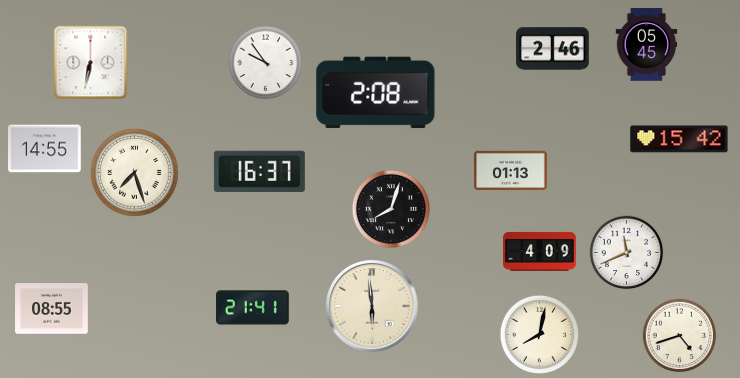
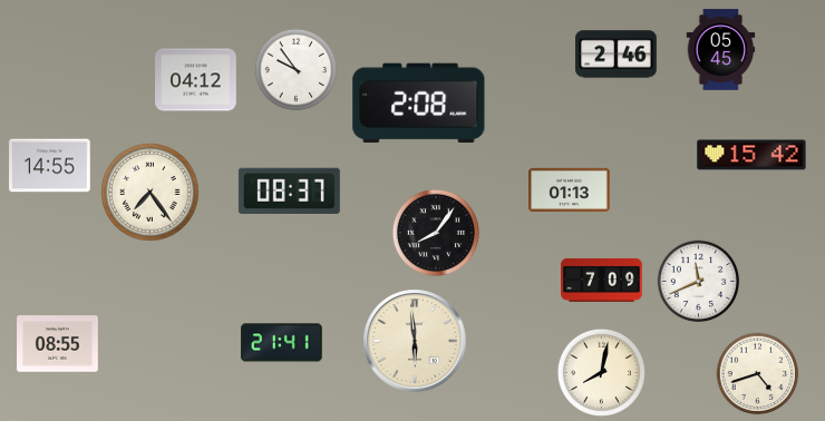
clock at (91, 63): 6:32 -> none
clock at (196, 80): none -> 04:12
clock at (679, 139) position: (679, 139) -> (751, 155)
clock at (259, 171): 16:37 -> 08:37
clock at (135, 173): 7:27 -> 7:24
clock at (391, 209): 8:03 -> 8:06
clock at (540, 251): 4:09 -> 7:09
